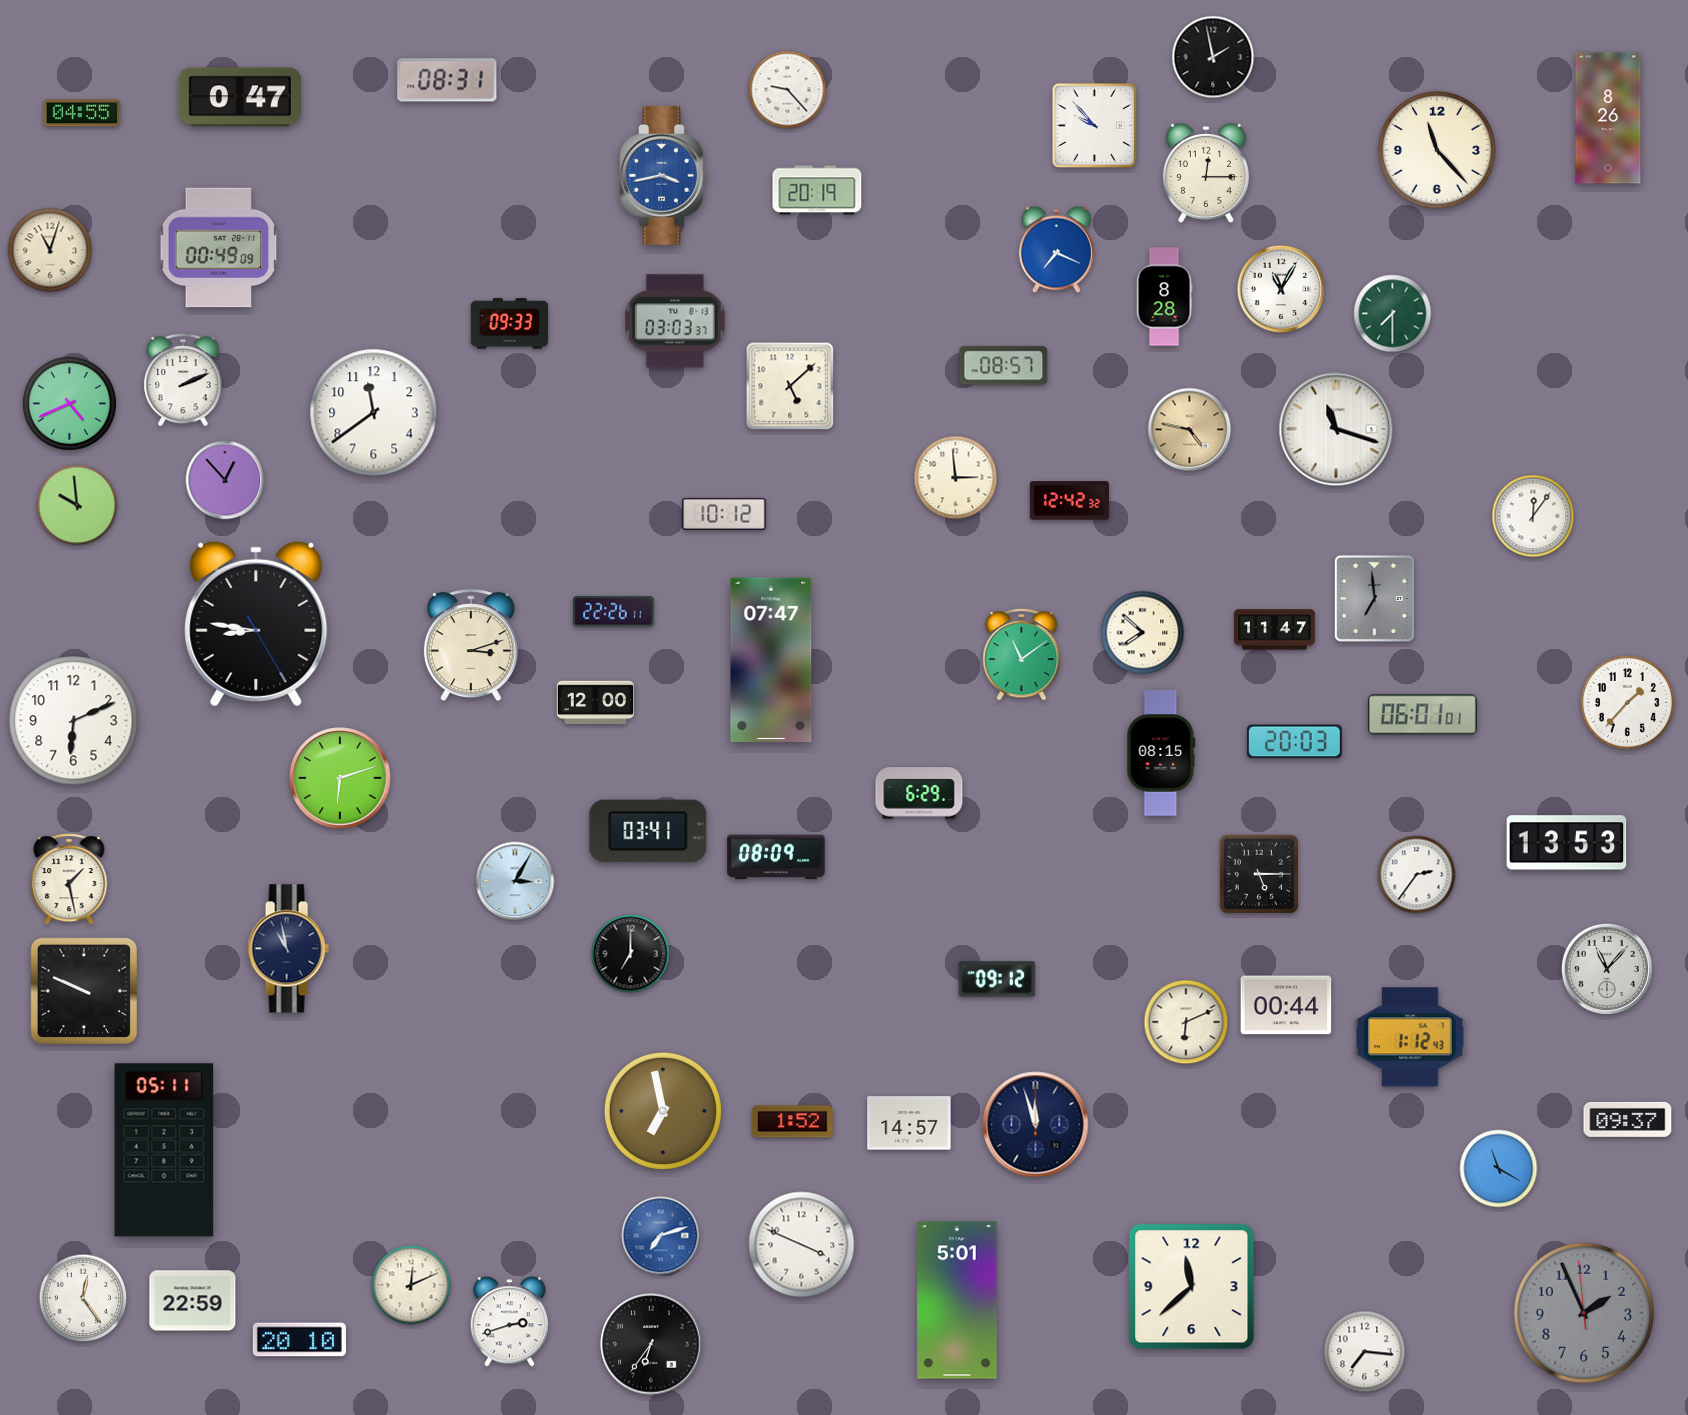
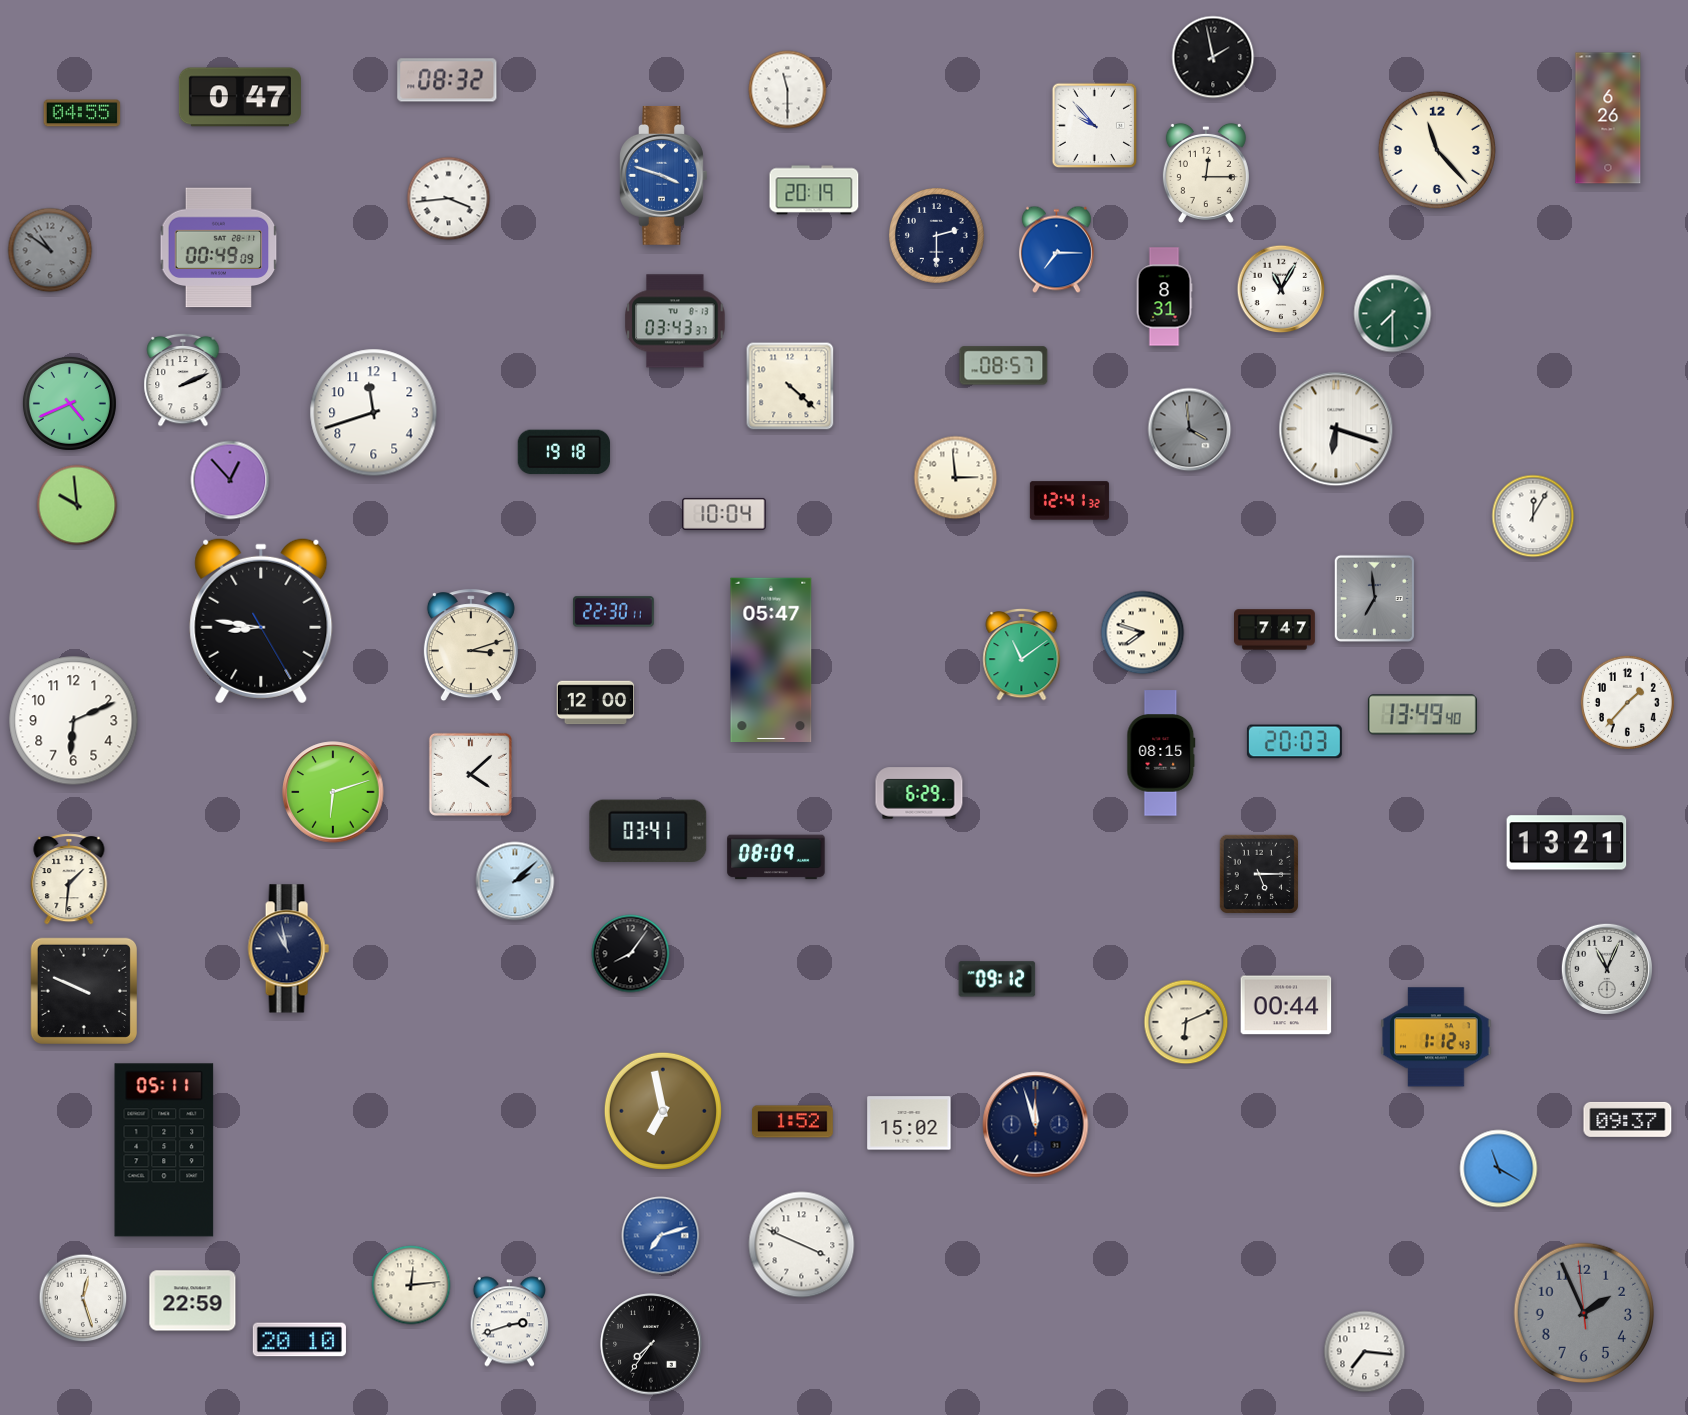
clock at (447, 80): 08:31 -> 08:32
clock at (788, 90): 9:23 -> 11:30
clock at (1608, 118): 8:26 -> 6:26
clock at (664, 175): 3:43 -> 3:48
clock at (817, 190) position: (817, 190) -> (814, 190)
clock at (449, 199): none -> 3:44
clock at (937, 236): none -> 2:30
clock at (50, 250): 11:03 -> 10:51
clock at (50, 250) dial: cream -> grey
clock at (1056, 250): 7:19 -> 7:15
clock at (1164, 297): 8:28 -> 8:31
clock at (675, 321): 03:03 -> 03:43
clock at (510, 324): 09:33 -> none
clock at (790, 386): 5:08 -> 4:22
clock at (374, 413): 11:39 -> 11:42
clock at (1336, 429): 11:18 -> 6:18
clock at (1190, 430): 4:47 -> 3:59
clock at (1190, 430) dial: champagne -> grey
clock at (563, 452): none -> 19:18
clock at (225, 480) position: (225, 480) -> (230, 480)
clock at (1069, 501): 12:42 -> 12:41
clock at (724, 514): 10:12 -> 10:04
clock at (1533, 516): 12:06 -> 12:05
clock at (613, 612): 22:26 -> 22:30
clock at (256, 624) position: (256, 624) -> (261, 621)
clock at (1275, 630): 11:47 -> 7:47
clock at (1143, 633): 7:52 -> 7:48
clock at (771, 659): 07:47 -> 05:47
clock at (1422, 715): 06:01 -> 13:49
clock at (470, 774): none -> 4:08
clock at (340, 778) position: (340, 778) -> (333, 792)
clock at (1567, 843): 13:53 -> 13:21
clock at (1417, 875): 2:36 -> none
clock at (69, 879): 1:28 -> 1:31
clock at (515, 881): 3:05 -> 2:08
clock at (631, 954): 7:00 -> 8:06
clock at (1607, 969): 11:07 -> 11:04
clock at (1410, 1037) position: (1410, 1037) -> (1436, 1037)
clock at (909, 1123): 14:57 -> 15:02
clock at (411, 1285): 12:11 -> 12:14
clock at (1192, 1287): 11:38 -> none
clock at (83, 1298): 12:24 -> 12:27
clock at (957, 1300): 5:01 -> none
clock at (651, 1344): 6:36 -> 7:36
